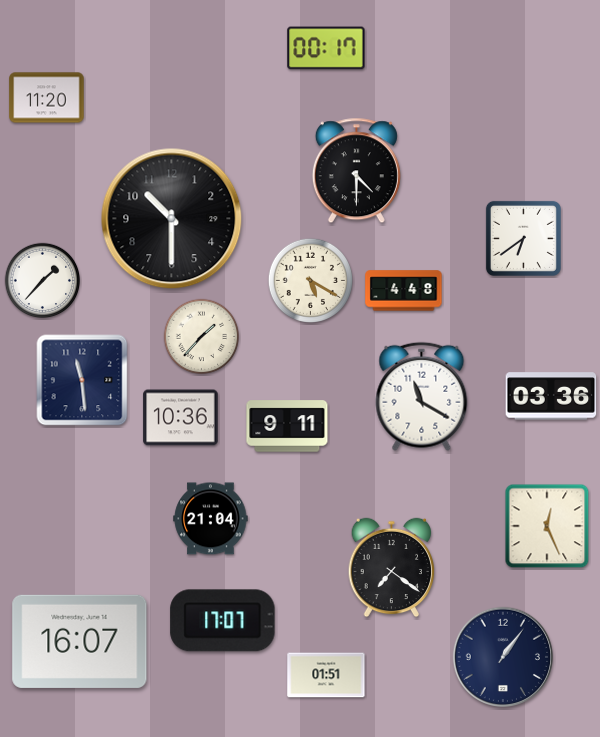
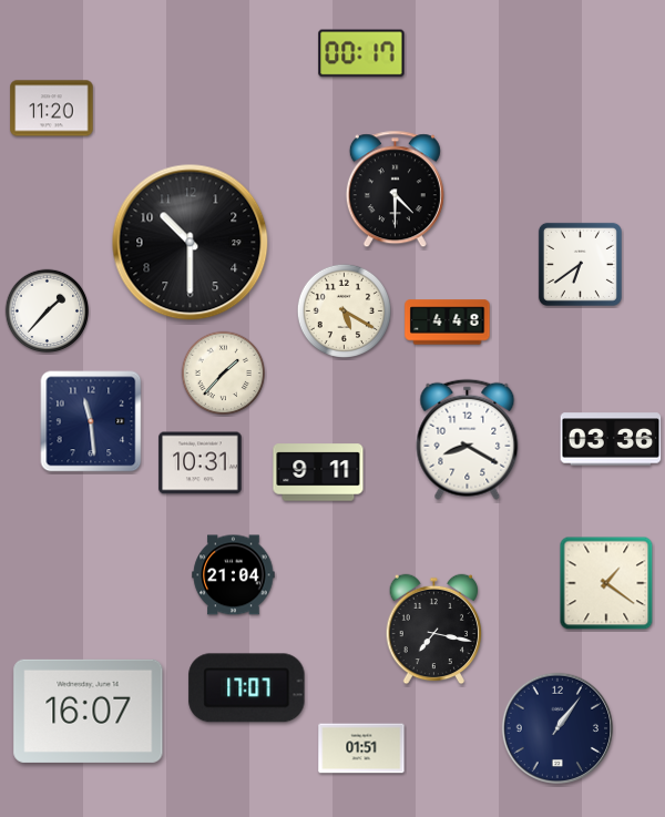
clock at (422, 396): 11:20 -> 8:20
clock at (181, 418): 10:36 -> 10:31
clock at (547, 526): 12:26 -> 1:21
clock at (392, 568): 7:21 -> 7:17
